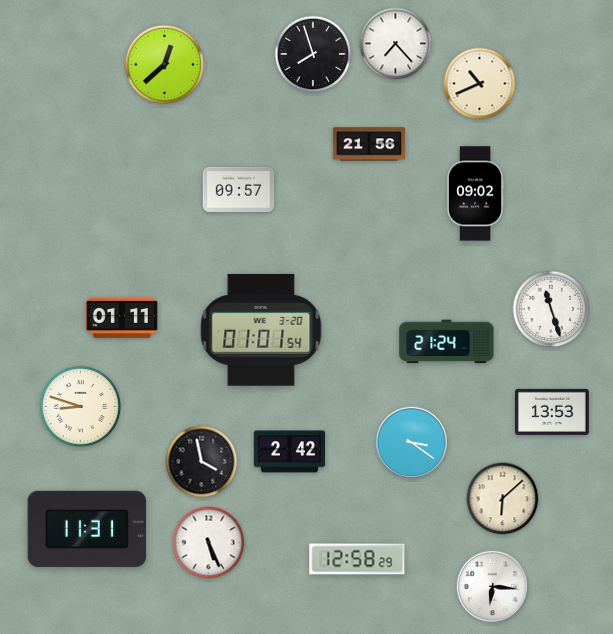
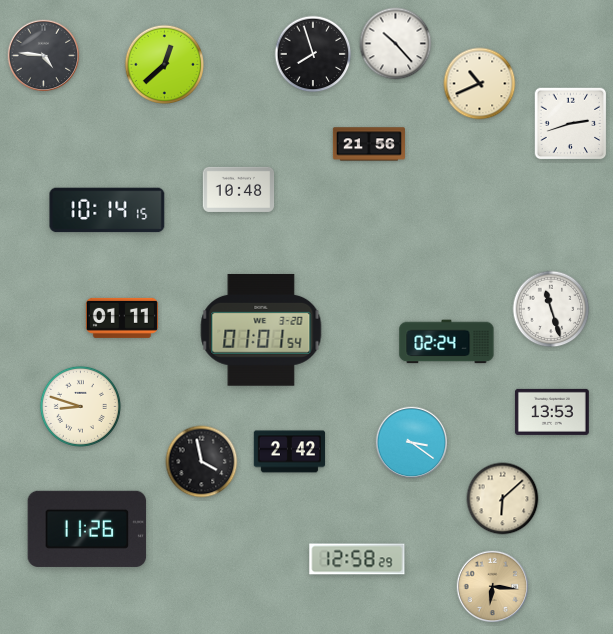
clock at (396, 44): 7:23 -> 10:23
clock at (44, 56): none -> 4:46
clock at (571, 124): none -> 2:42
clock at (239, 189): 09:57 -> 10:48
clock at (475, 194): 09:02 -> none
clock at (107, 210): none -> 10:14
clock at (447, 342): 21:24 -> 02:24
clock at (87, 529): 11:31 -> 11:26
clock at (209, 543): 5:26 -> none
clock at (493, 587) dial: white -> champagne
